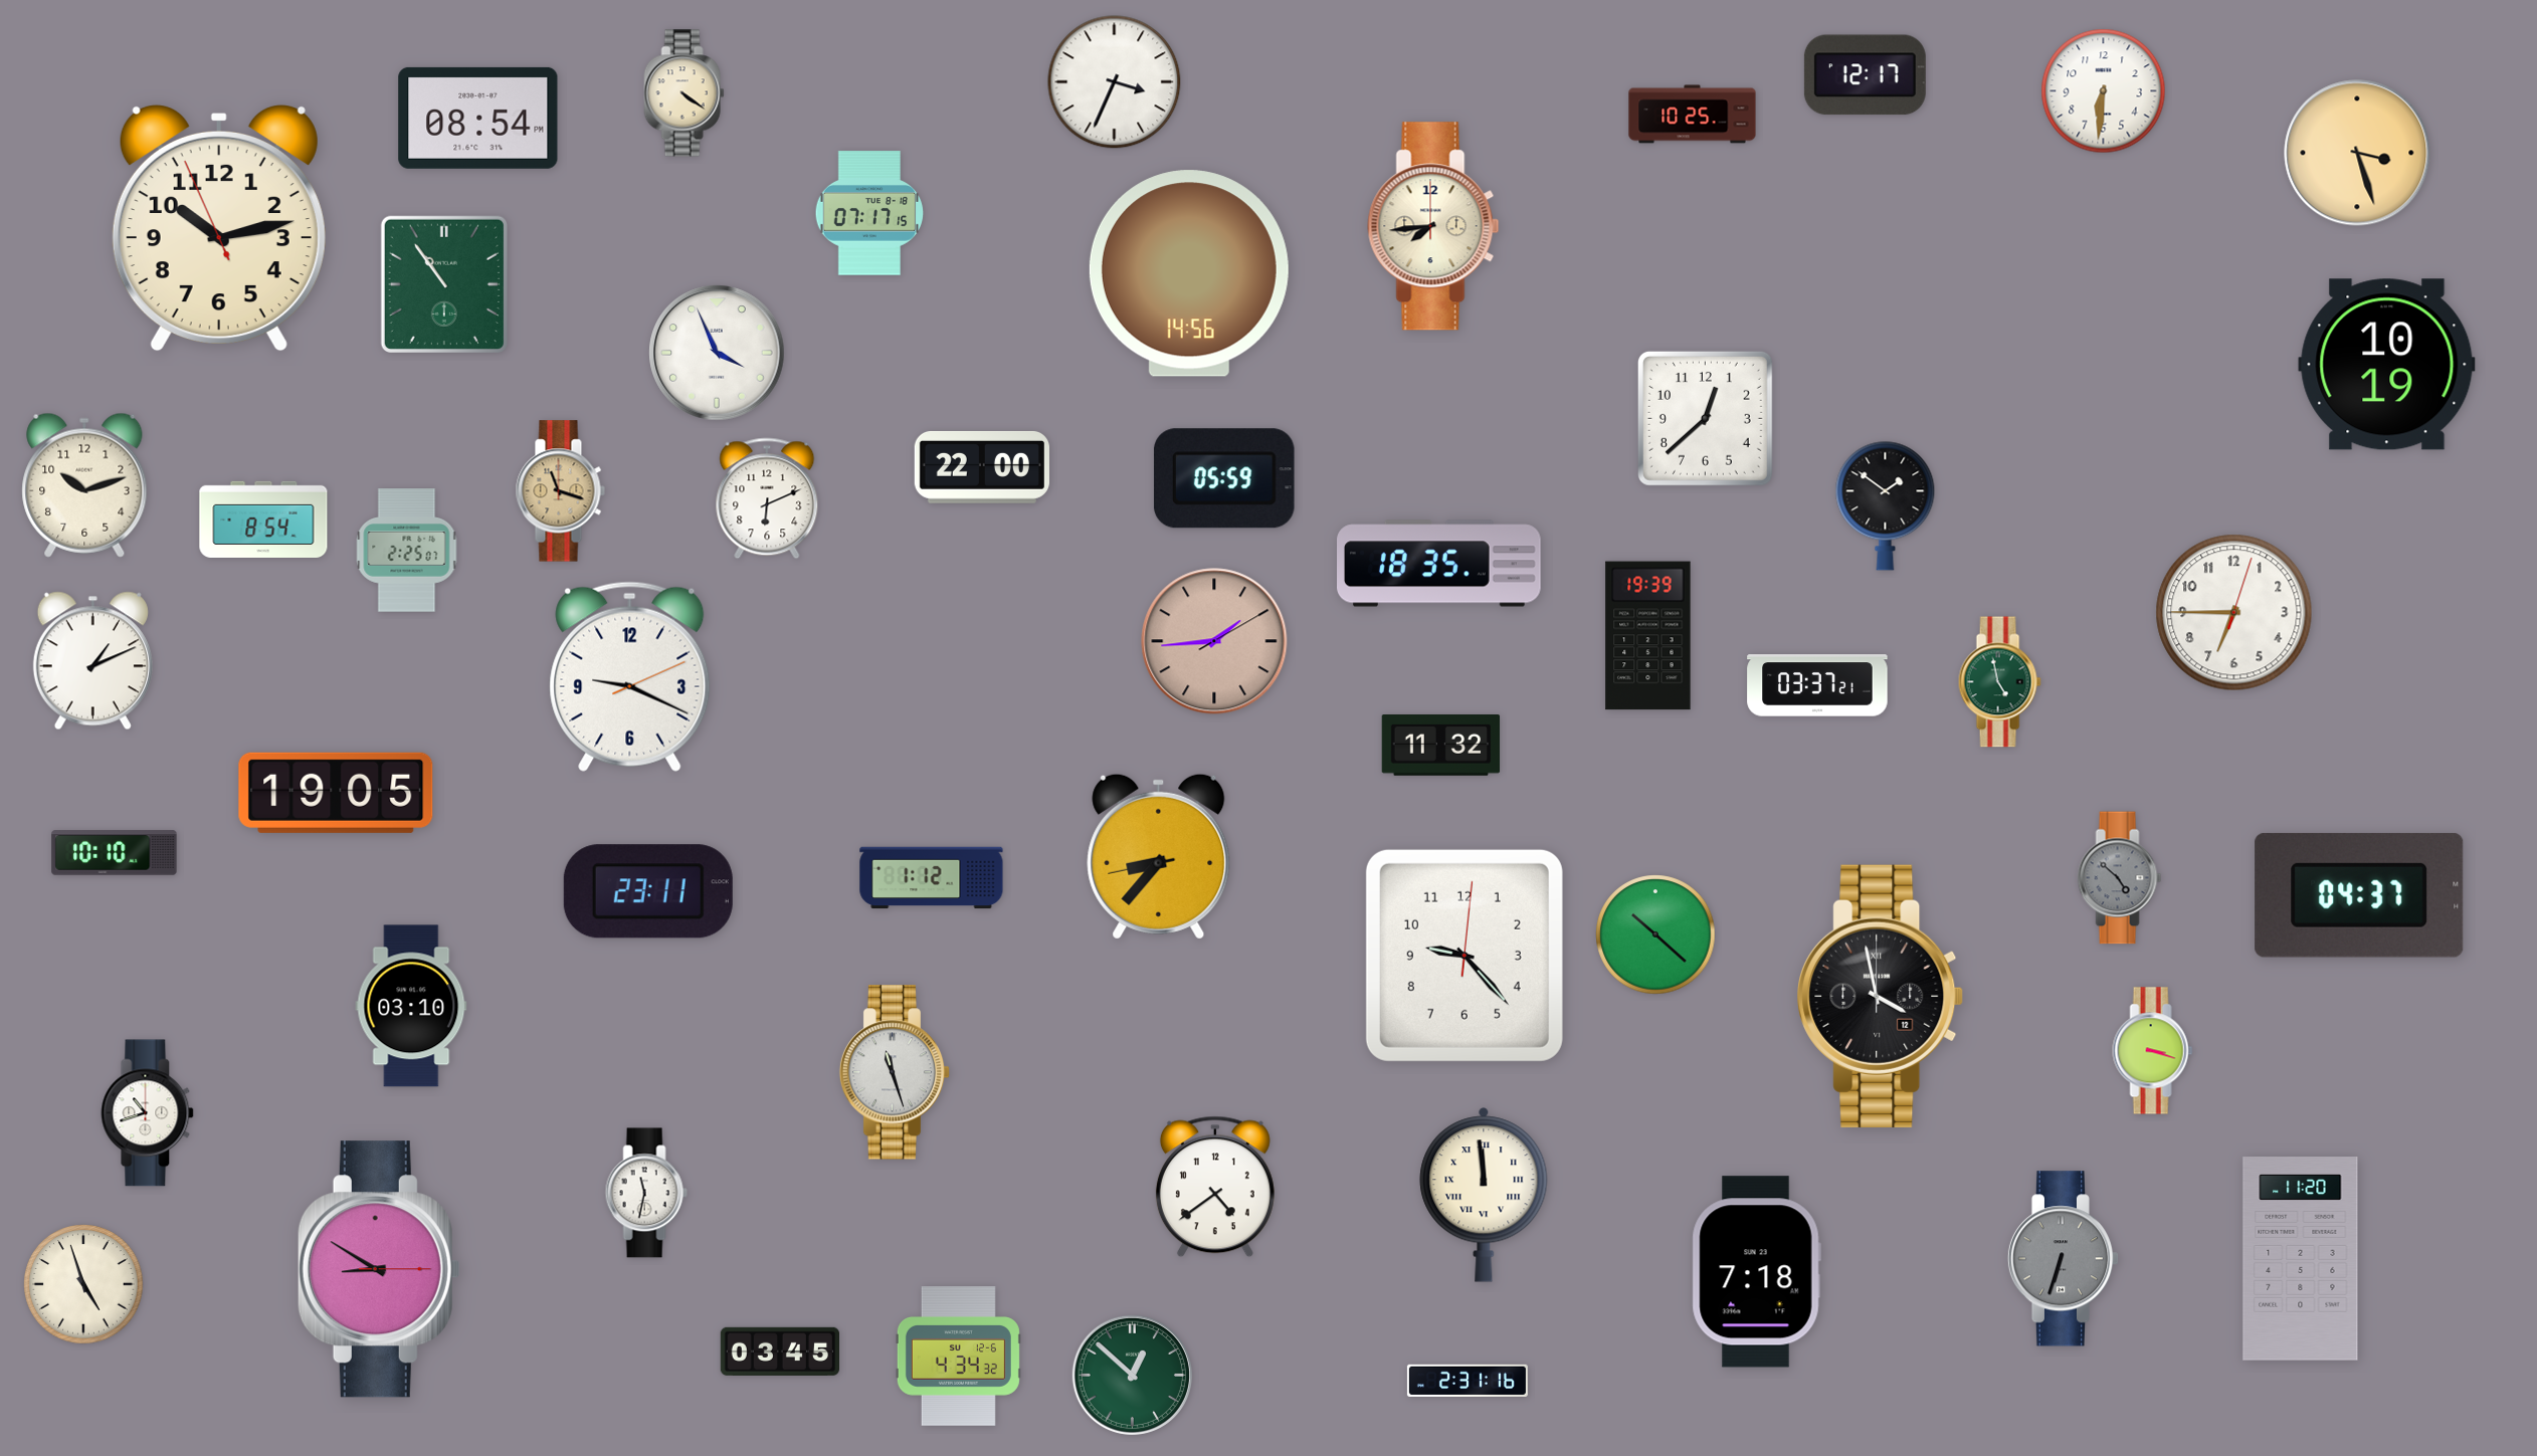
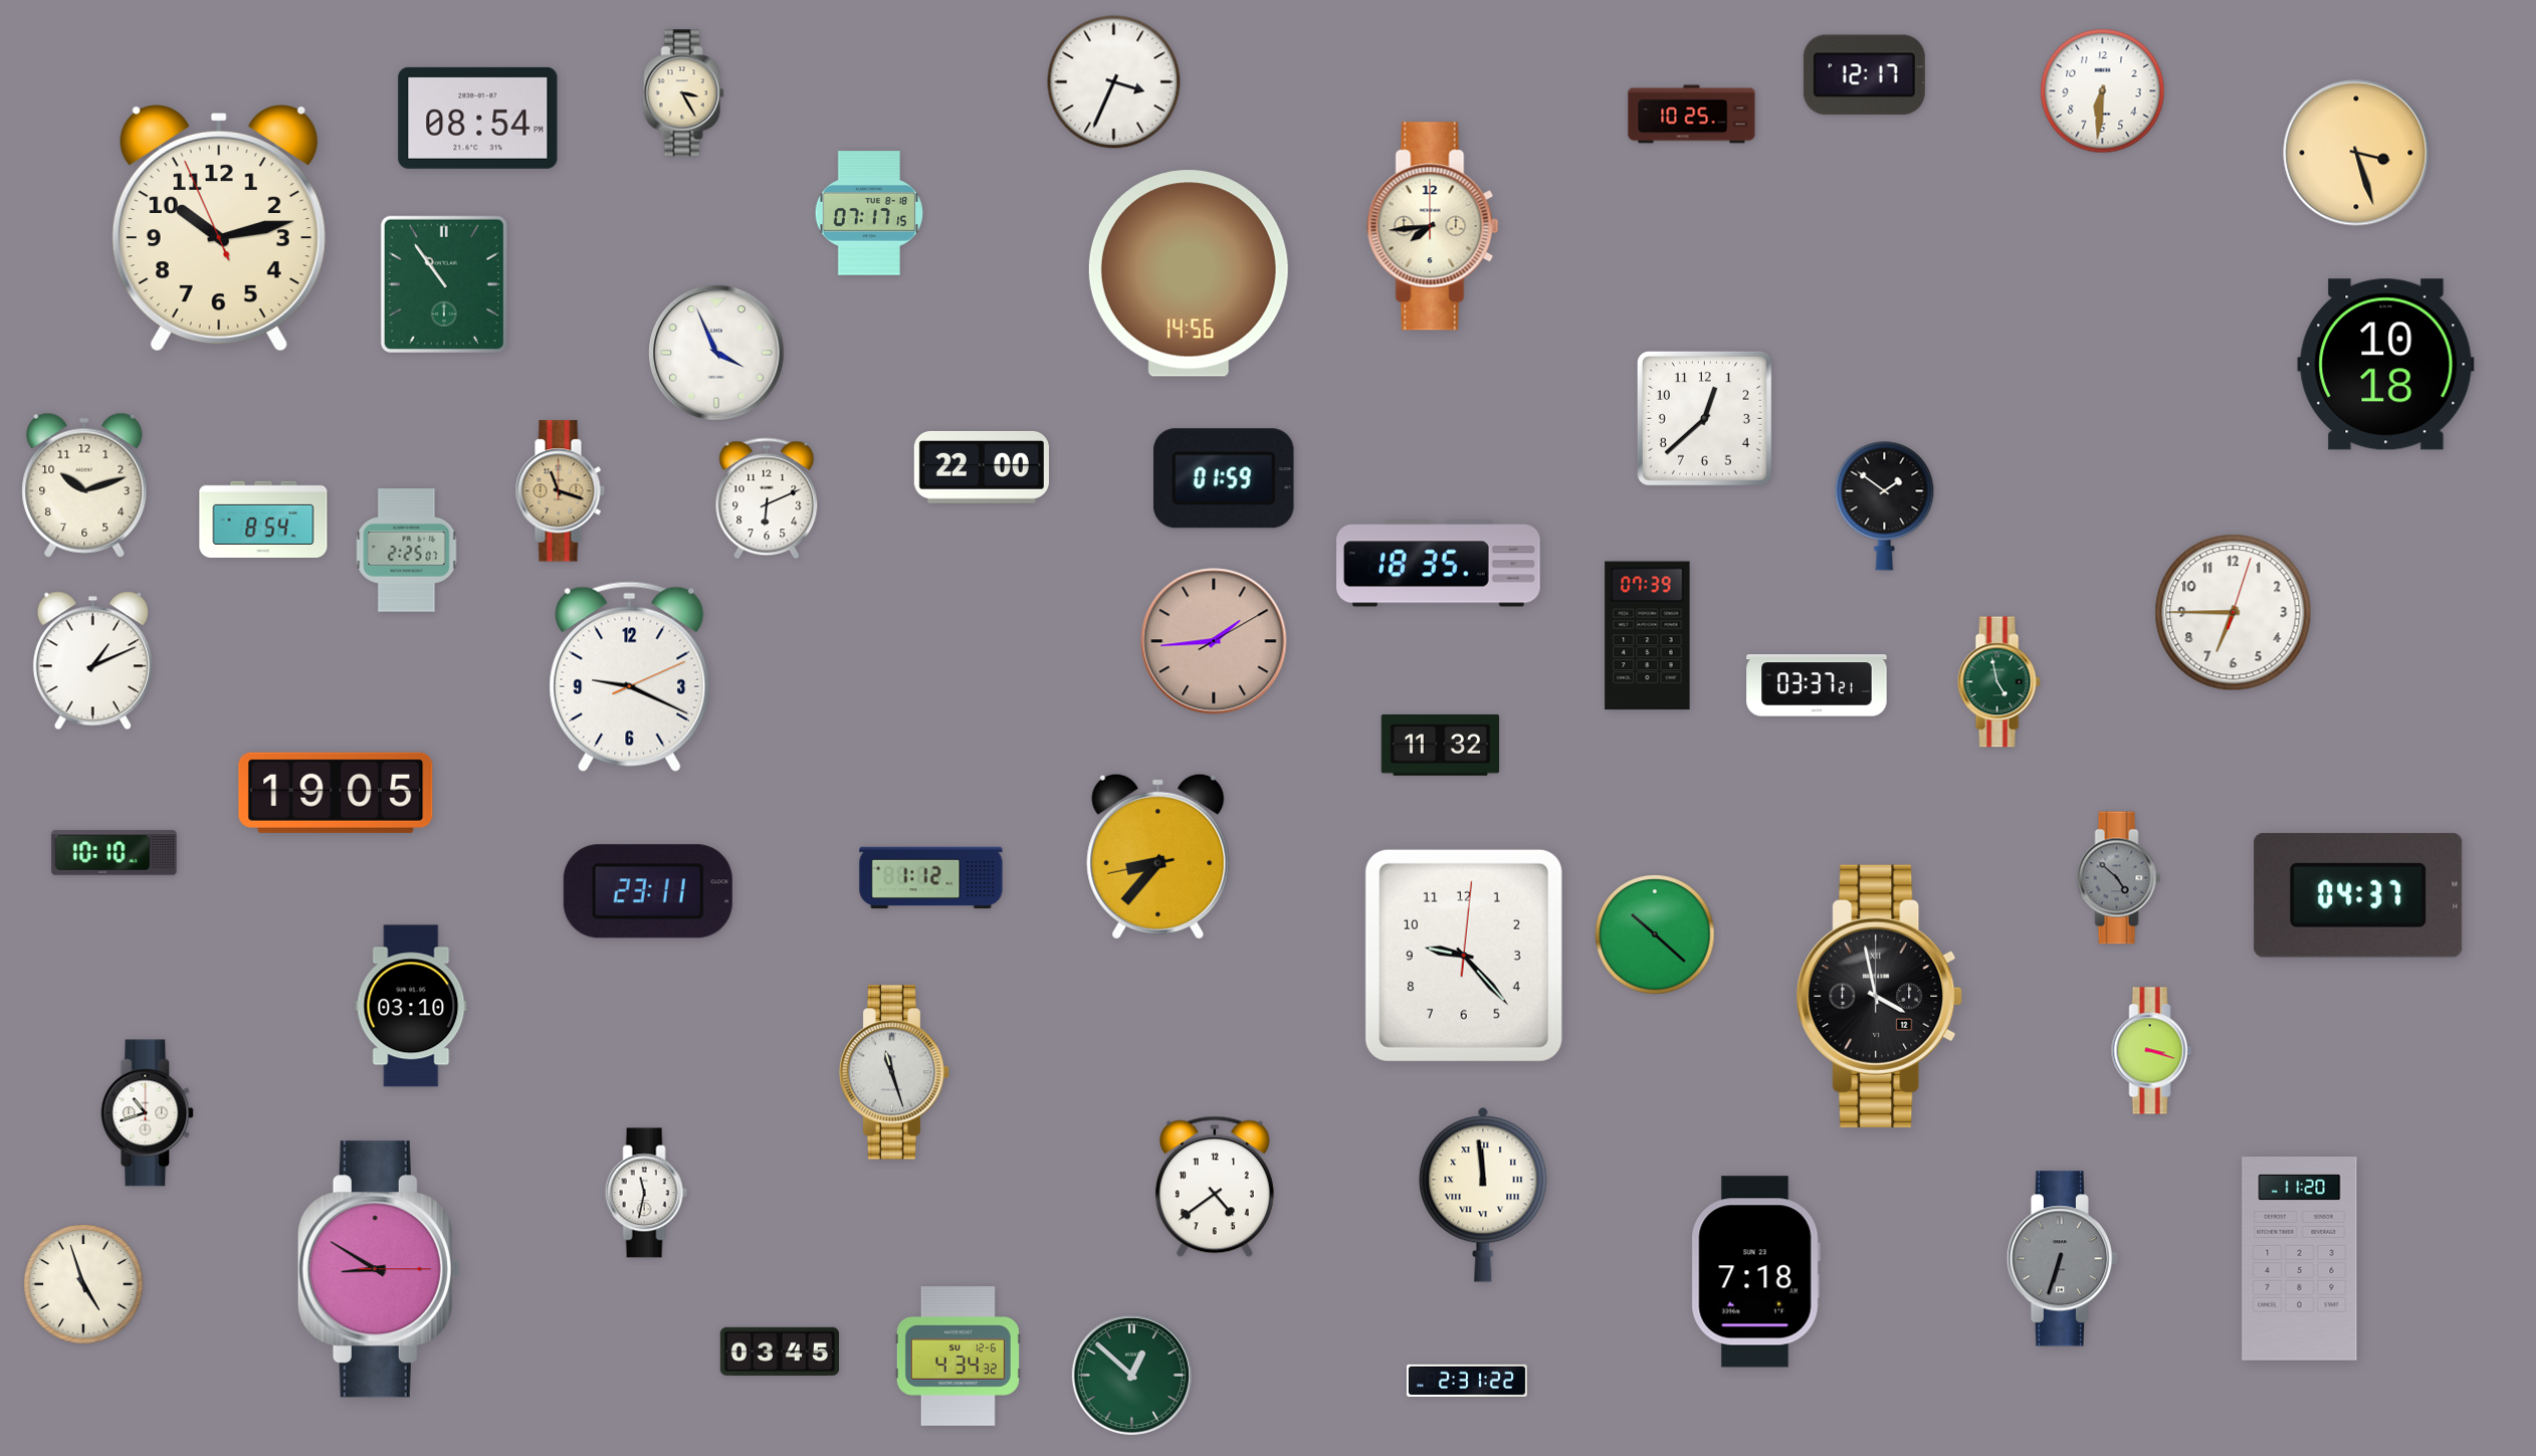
clock at (685, 93): 4:21 -> 3:25
clock at (2387, 365): 10:19 -> 10:18
clock at (1224, 478): 05:59 -> 01:59
clock at (1648, 636): 19:39 -> 07:39
clock at (1468, 1381): 2:31:16 -> 2:31:22
